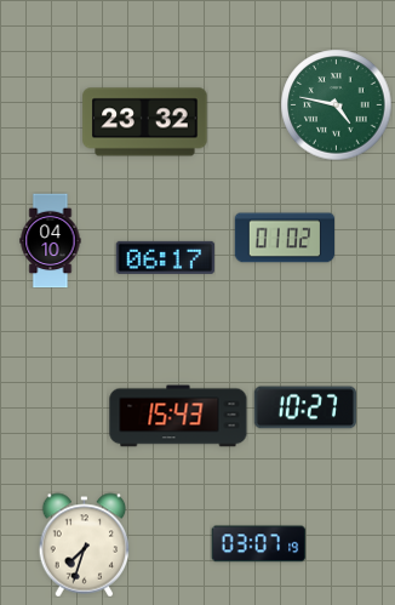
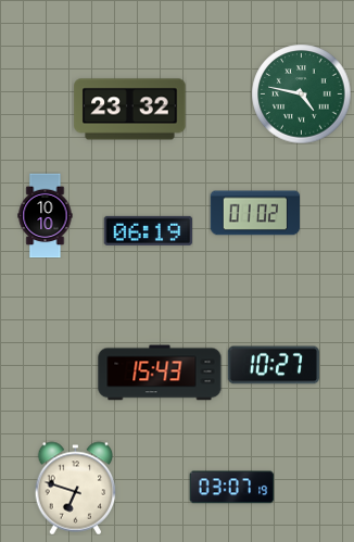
clock at (51, 240): 04:10 -> 10:10
clock at (165, 257): 06:17 -> 06:19
clock at (85, 544): 7:33 -> 6:48
